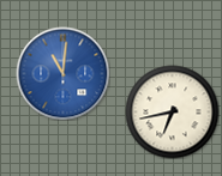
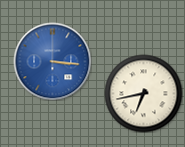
clock at (62, 73): 11:01 -> 3:16
